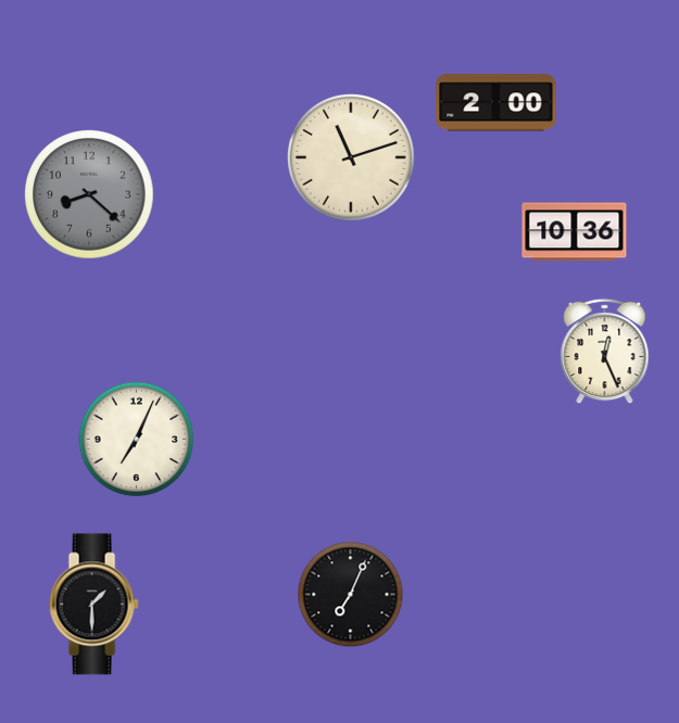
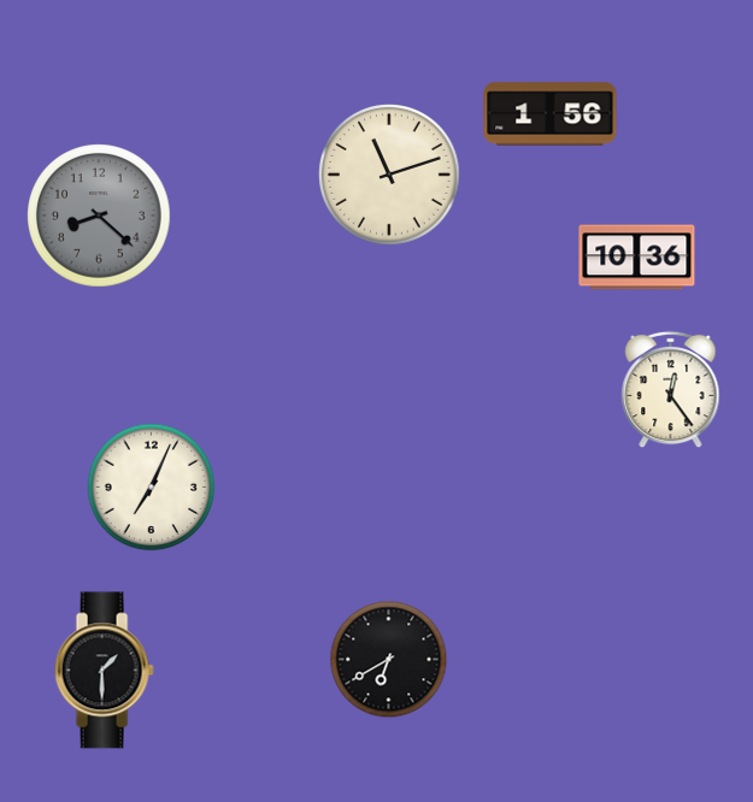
clock at (496, 103): 2:00 -> 1:56
clock at (605, 352): 12:26 -> 12:24
clock at (351, 595): 7:04 -> 6:40
